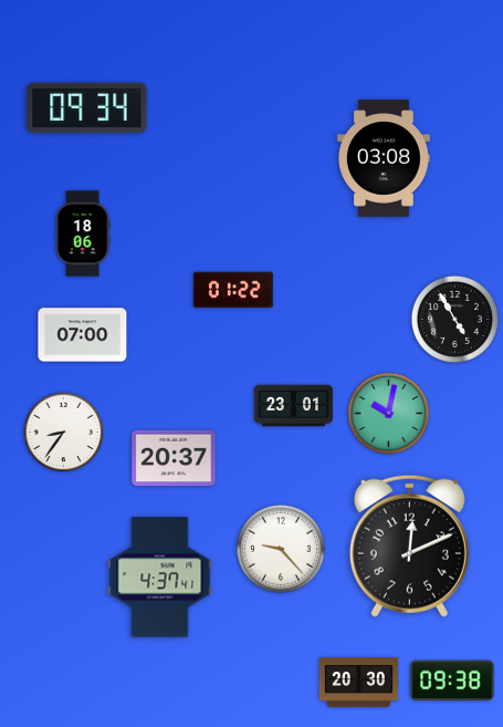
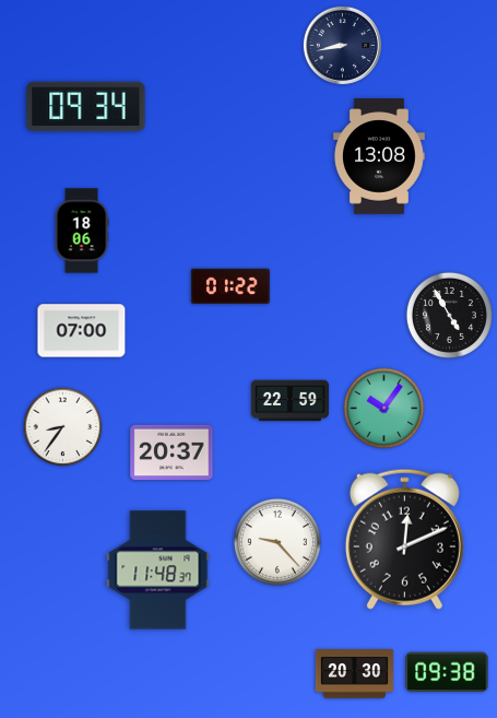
clock at (342, 45): none -> 8:43
clock at (385, 158): 03:08 -> 13:08
clock at (293, 406): 23:01 -> 22:59
clock at (389, 414): 10:02 -> 10:06
clock at (160, 578): 4:37 -> 11:48
